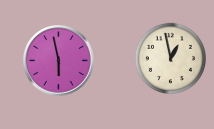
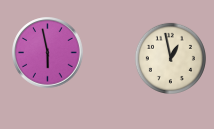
clock at (59, 61) position: (59, 61) -> (48, 53)
